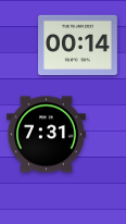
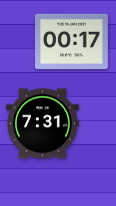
clock at (78, 45): 00:14 -> 00:17
